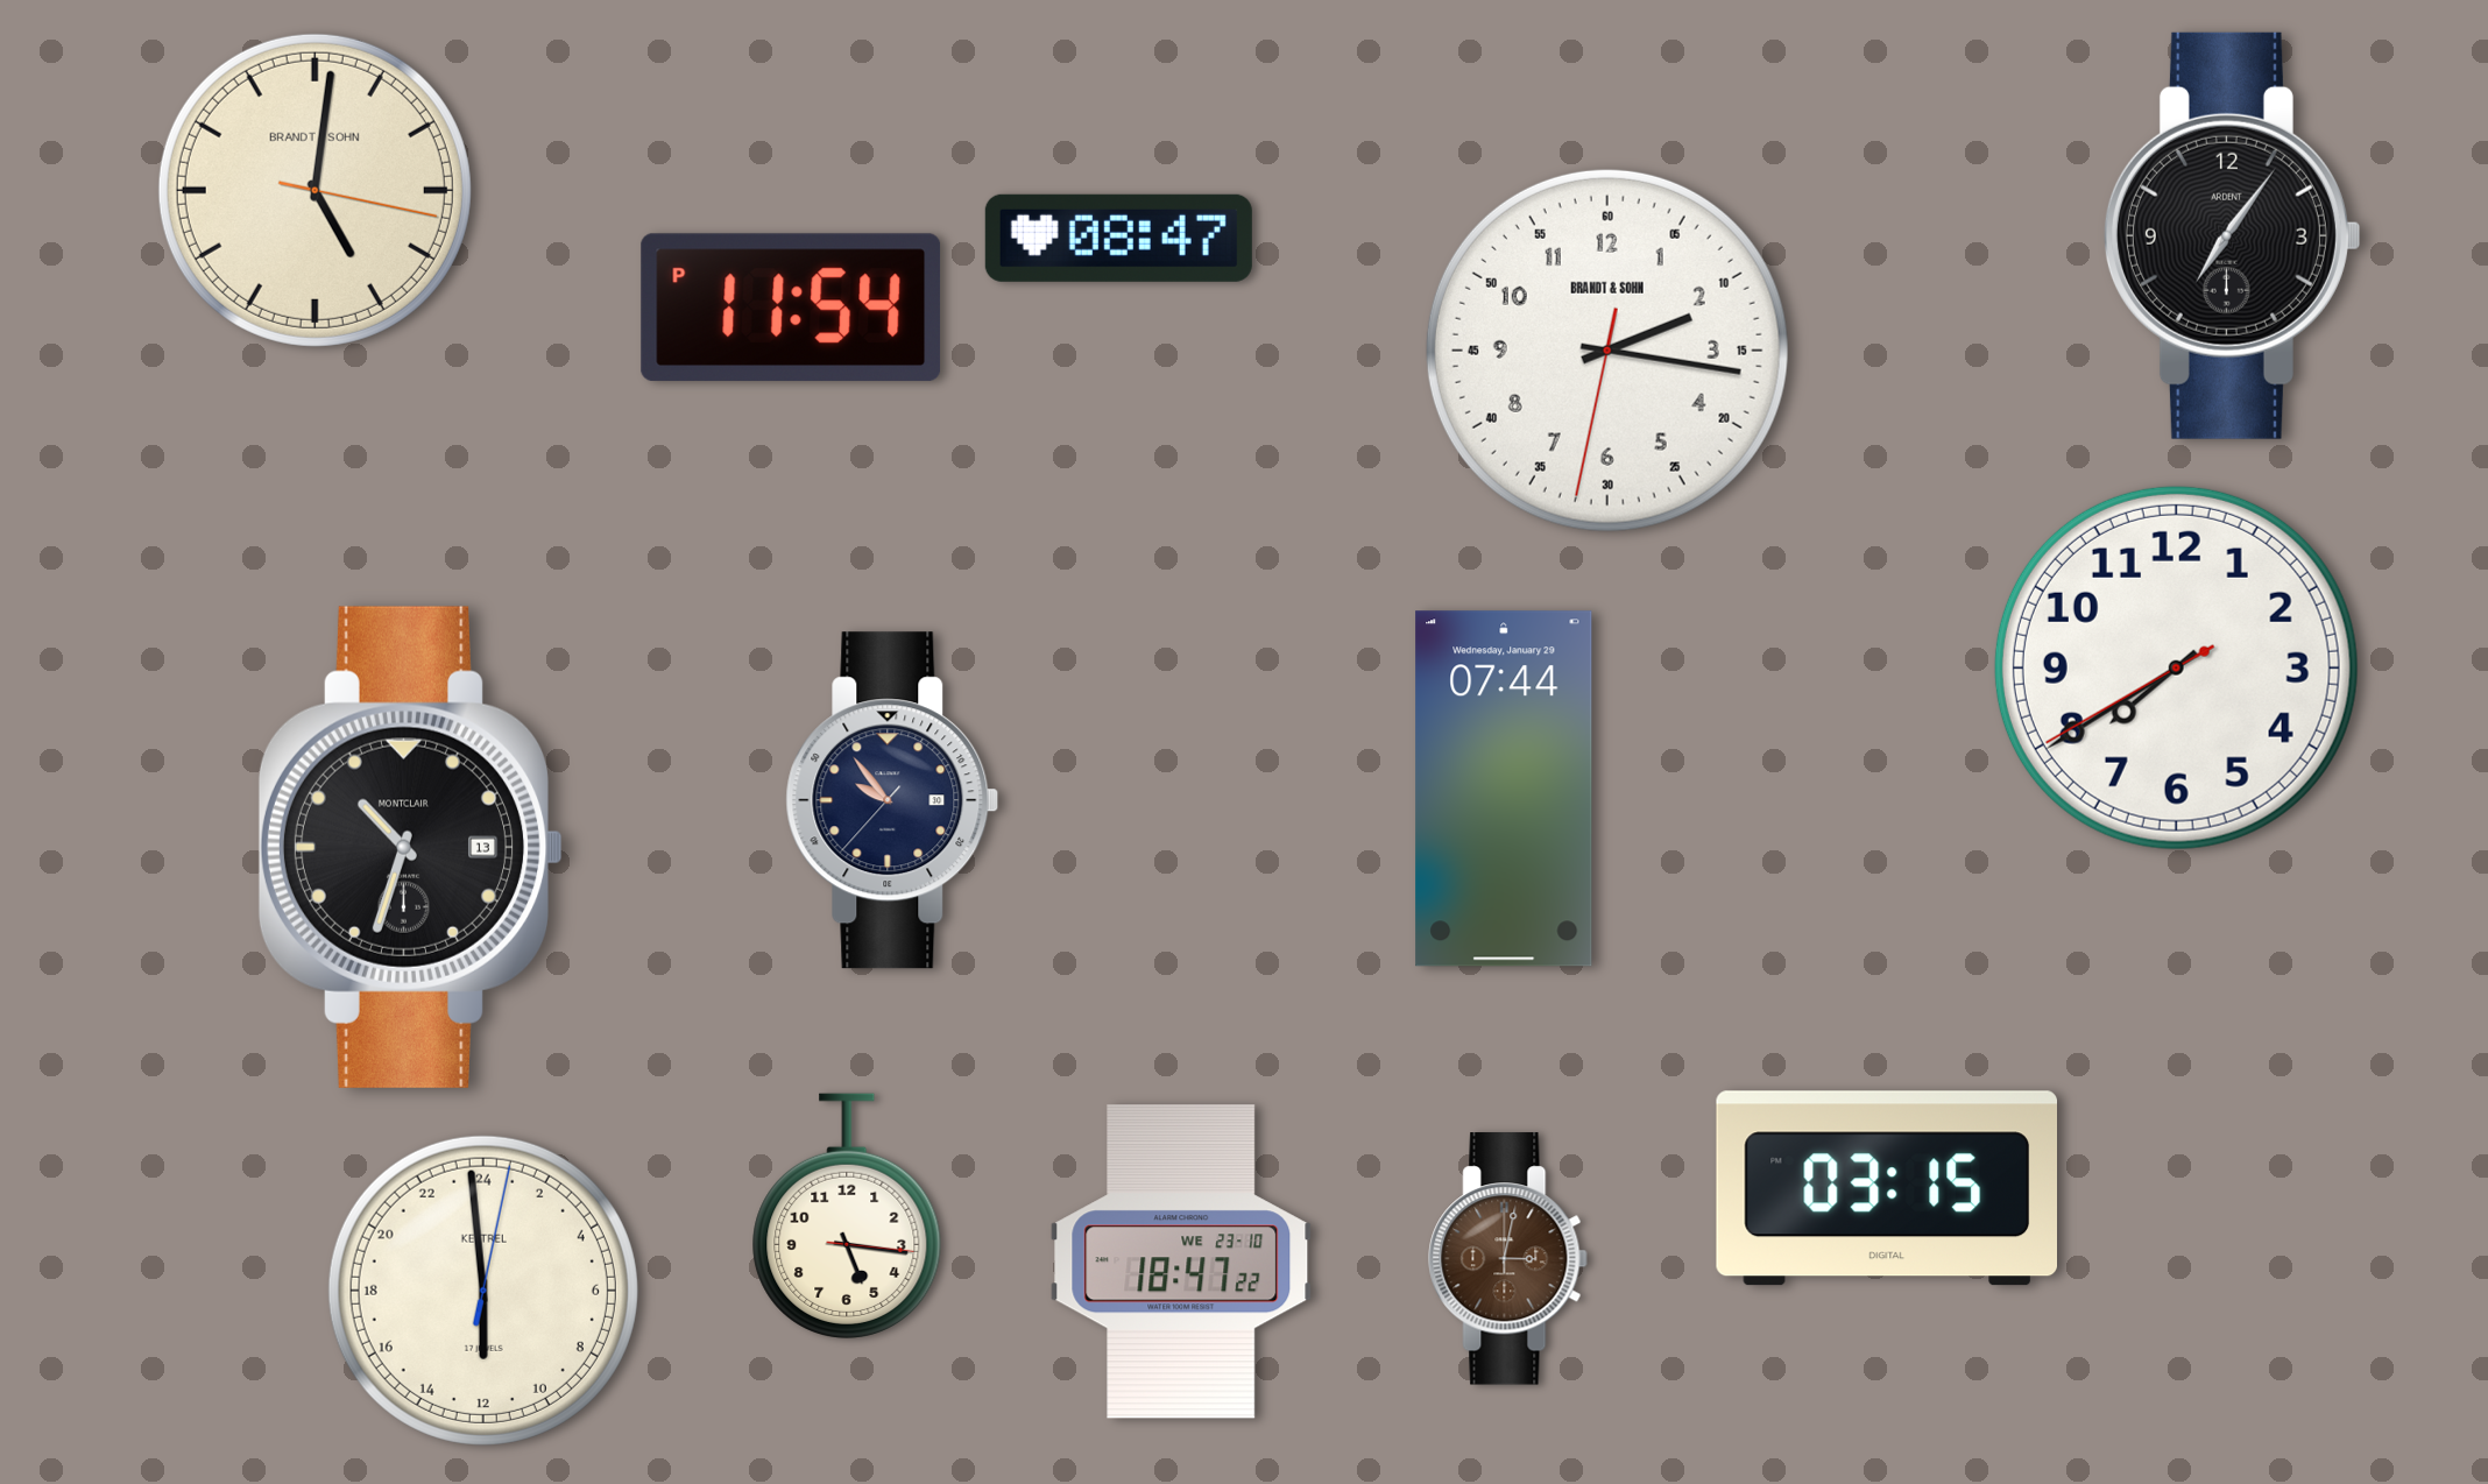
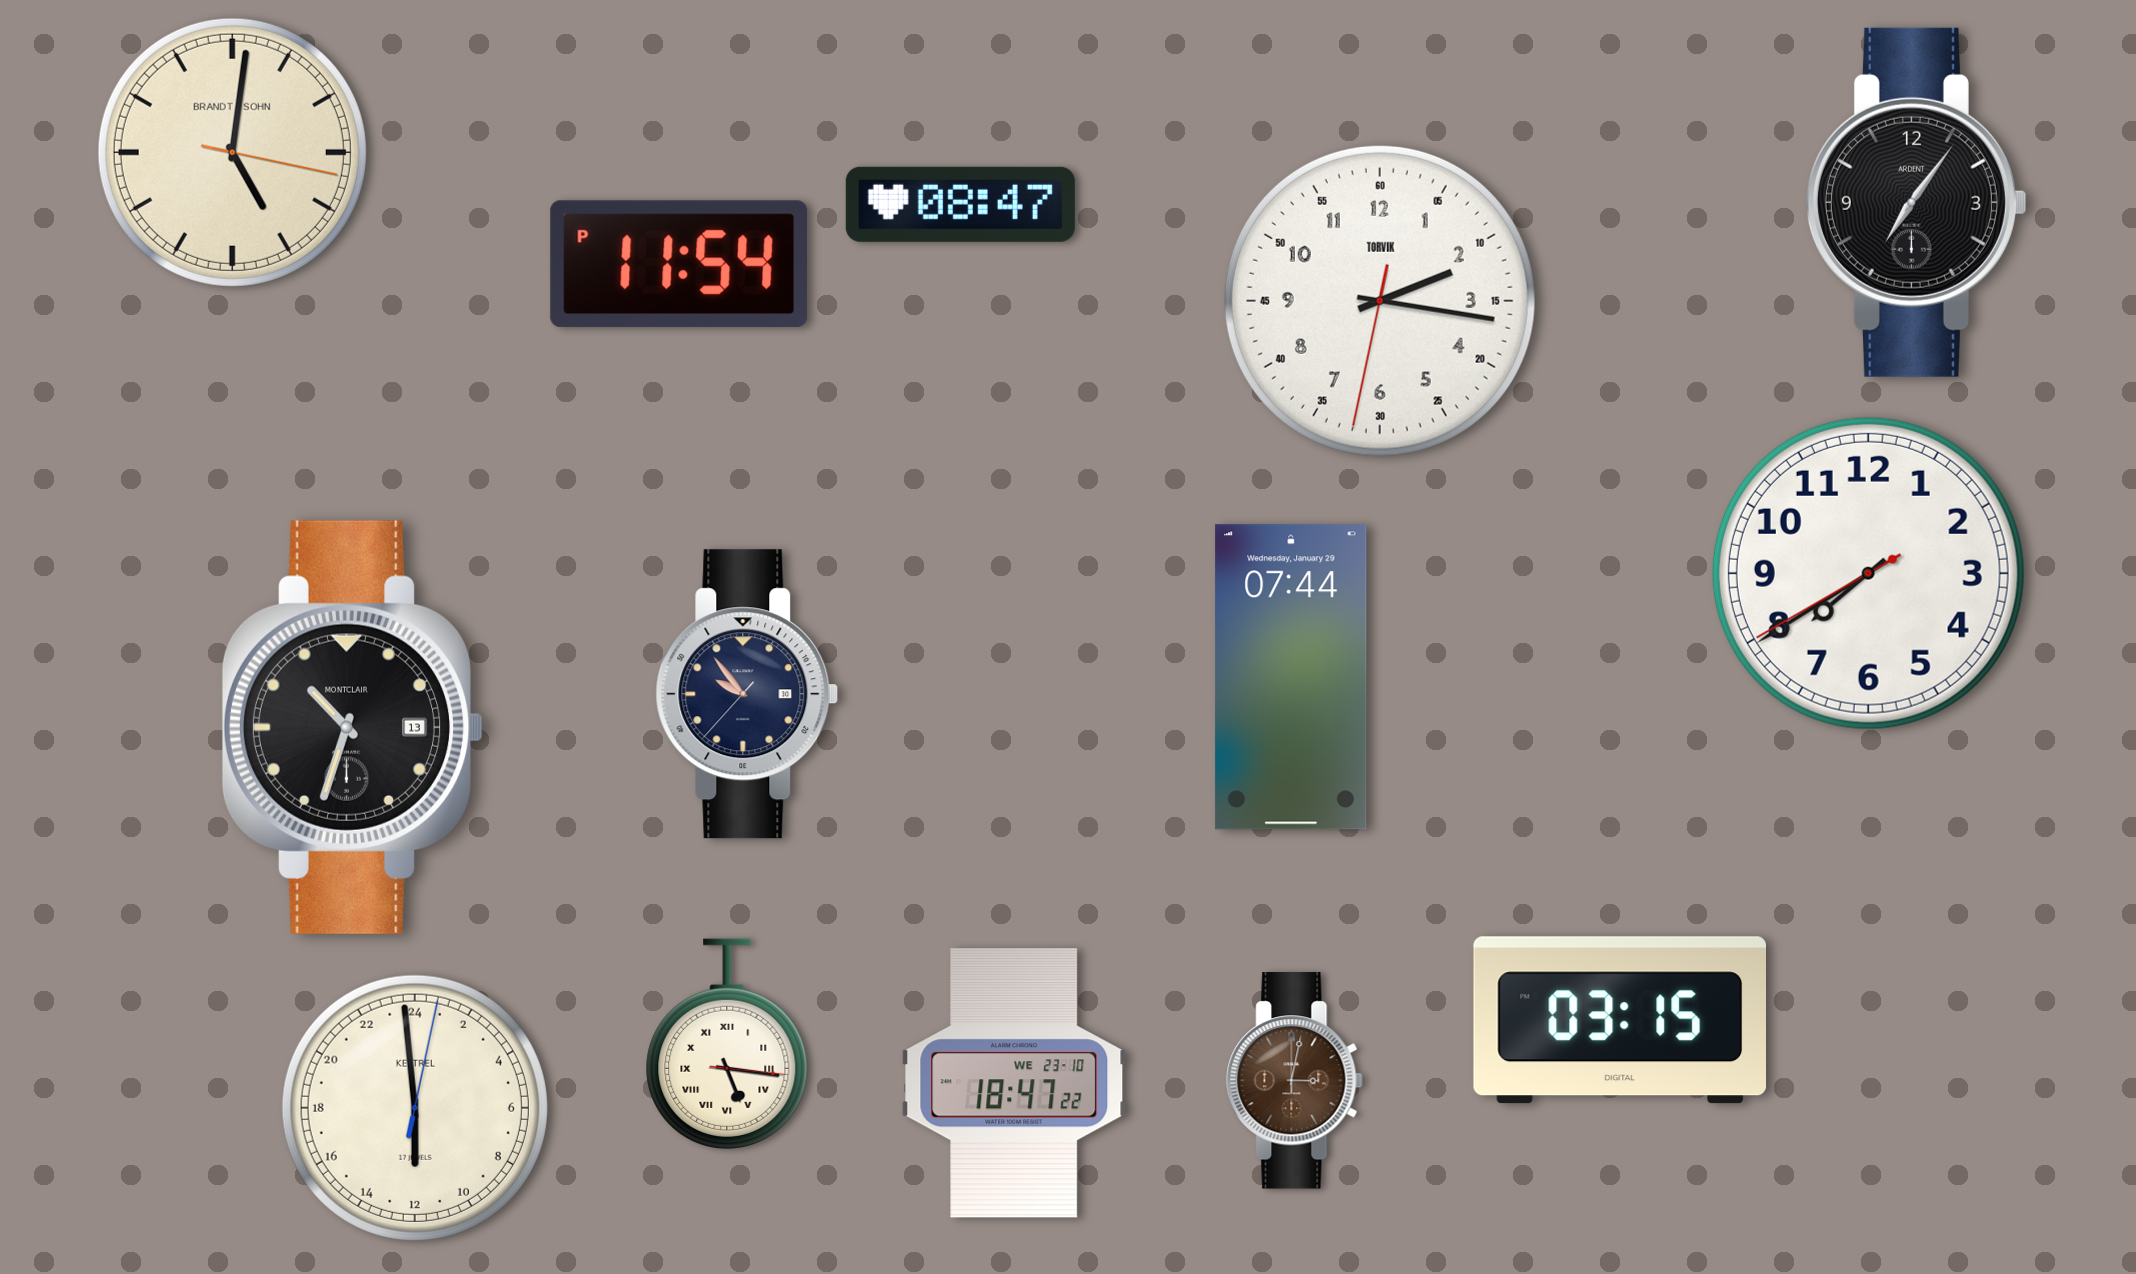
clock at (314, 190) position: (314, 190) -> (232, 152)
clock at (1607, 351) brand: BRANDT & SOHN -> TORVIK
clock at (892, 800) position: (892, 800) -> (747, 694)
clock at (847, 1216) numerals: Arabic -> Roman
